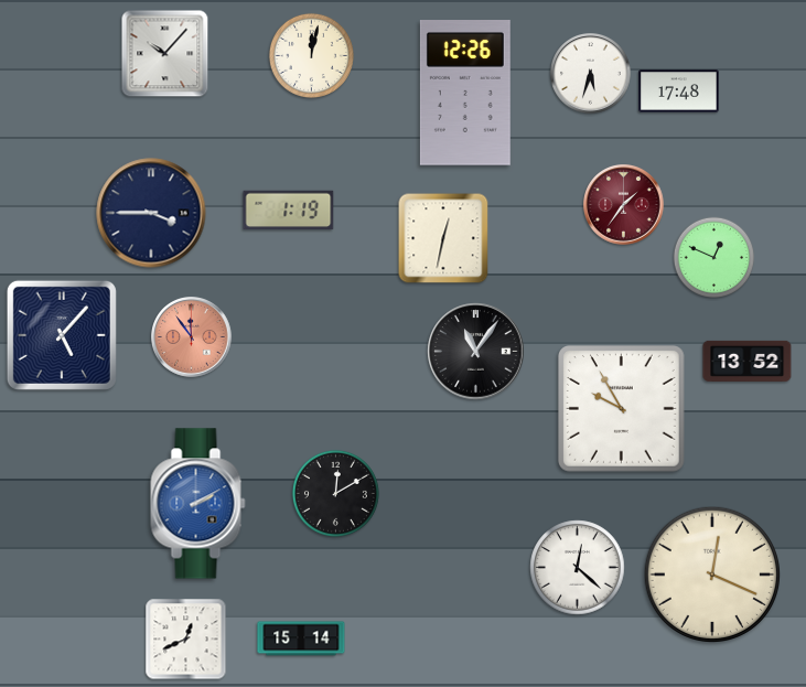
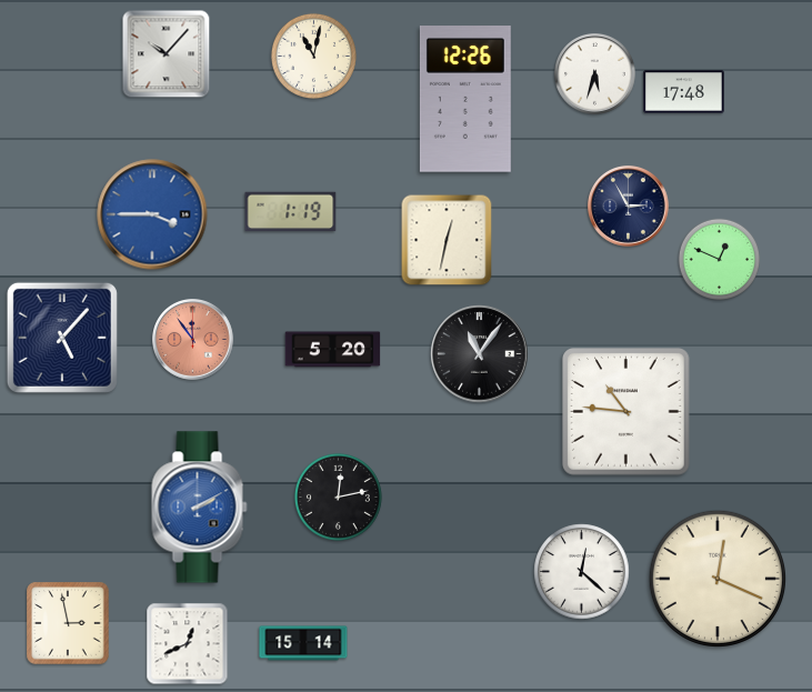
clock at (311, 55): 12:02 -> 11:02
clock at (465, 94) position: (465, 94) -> (465, 100)
clock at (624, 205): 1:36 -> 2:55
clock at (624, 205) dial: burgundy -> navy
clock at (151, 213) dial: navy -> blue
clock at (333, 350): none -> 5:20
clock at (748, 361): 13:52 -> none
clock at (622, 409): 9:55 -> 10:46
clock at (335, 493): 12:10 -> 12:13
clock at (68, 623): none -> 2:58
